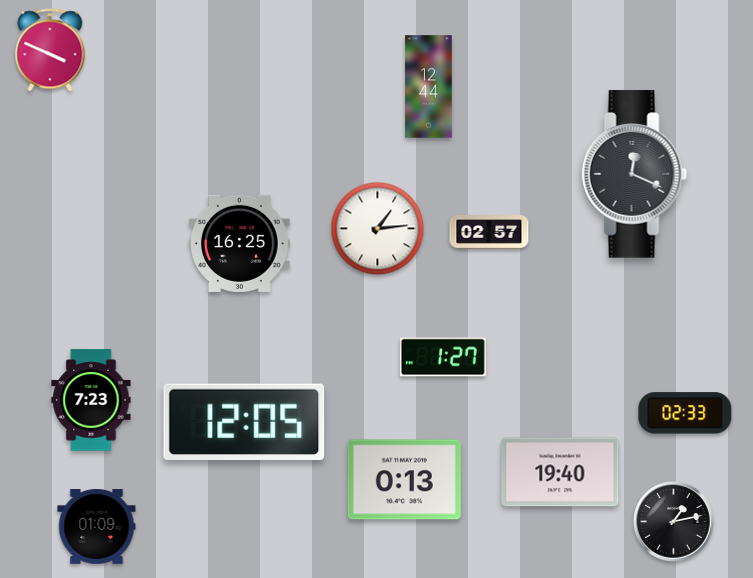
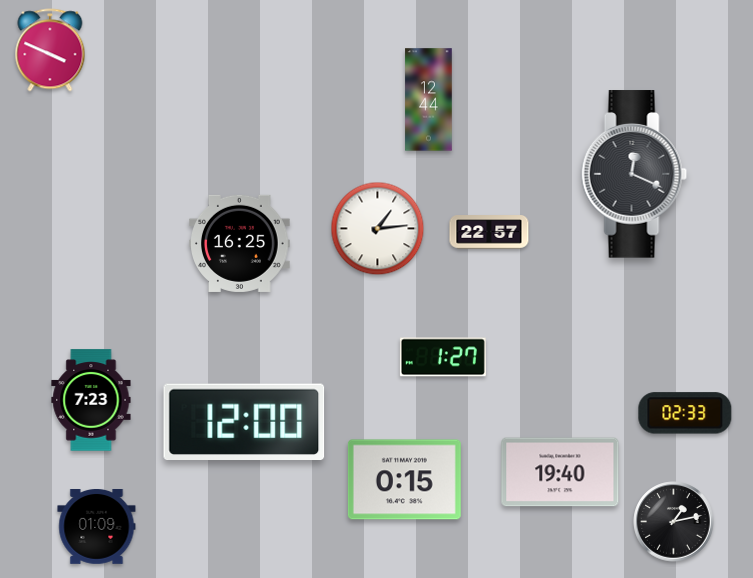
clock at (429, 87) position: (429, 87) -> (429, 100)
clock at (489, 232): 02:57 -> 22:57
clock at (244, 421): 12:05 -> 12:00
clock at (404, 480): 0:13 -> 0:15
